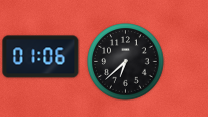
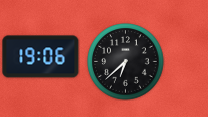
clock at (41, 57): 01:06 -> 19:06
